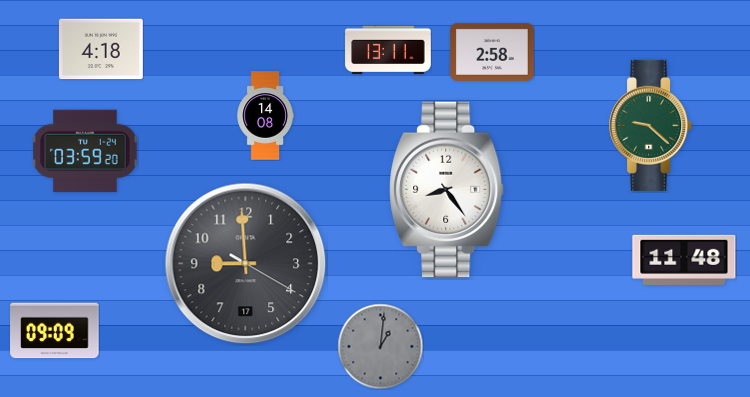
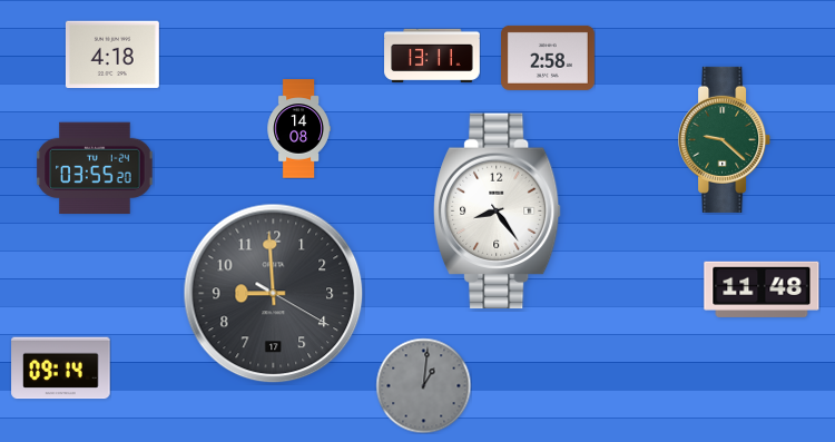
clock at (265, 116) position: (265, 116) -> (298, 129)
clock at (85, 151): 03:59 -> 03:55
clock at (55, 331): 09:09 -> 09:14
